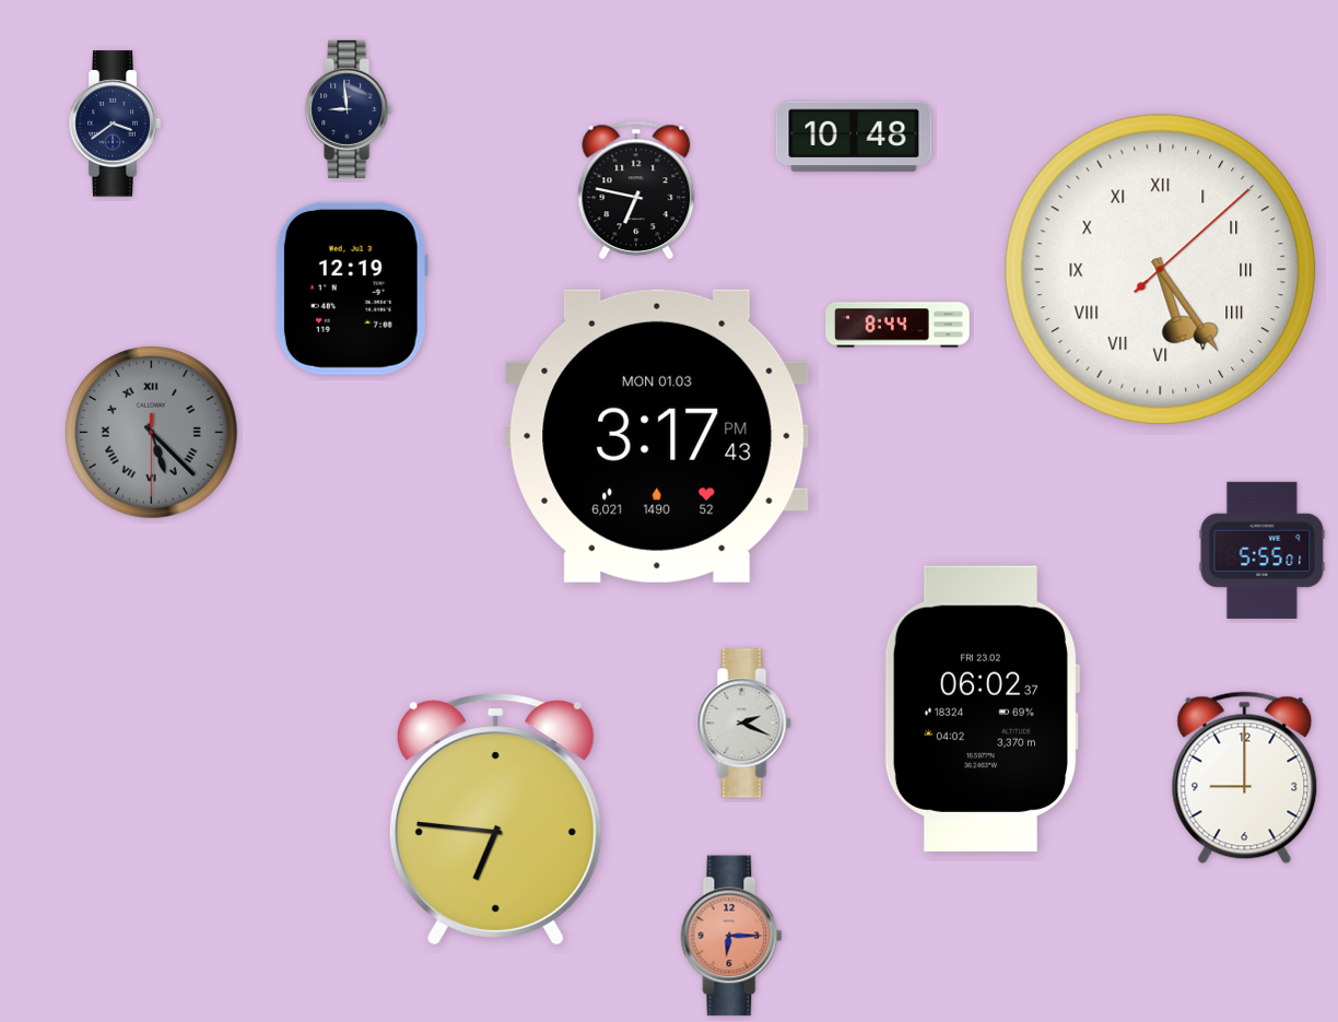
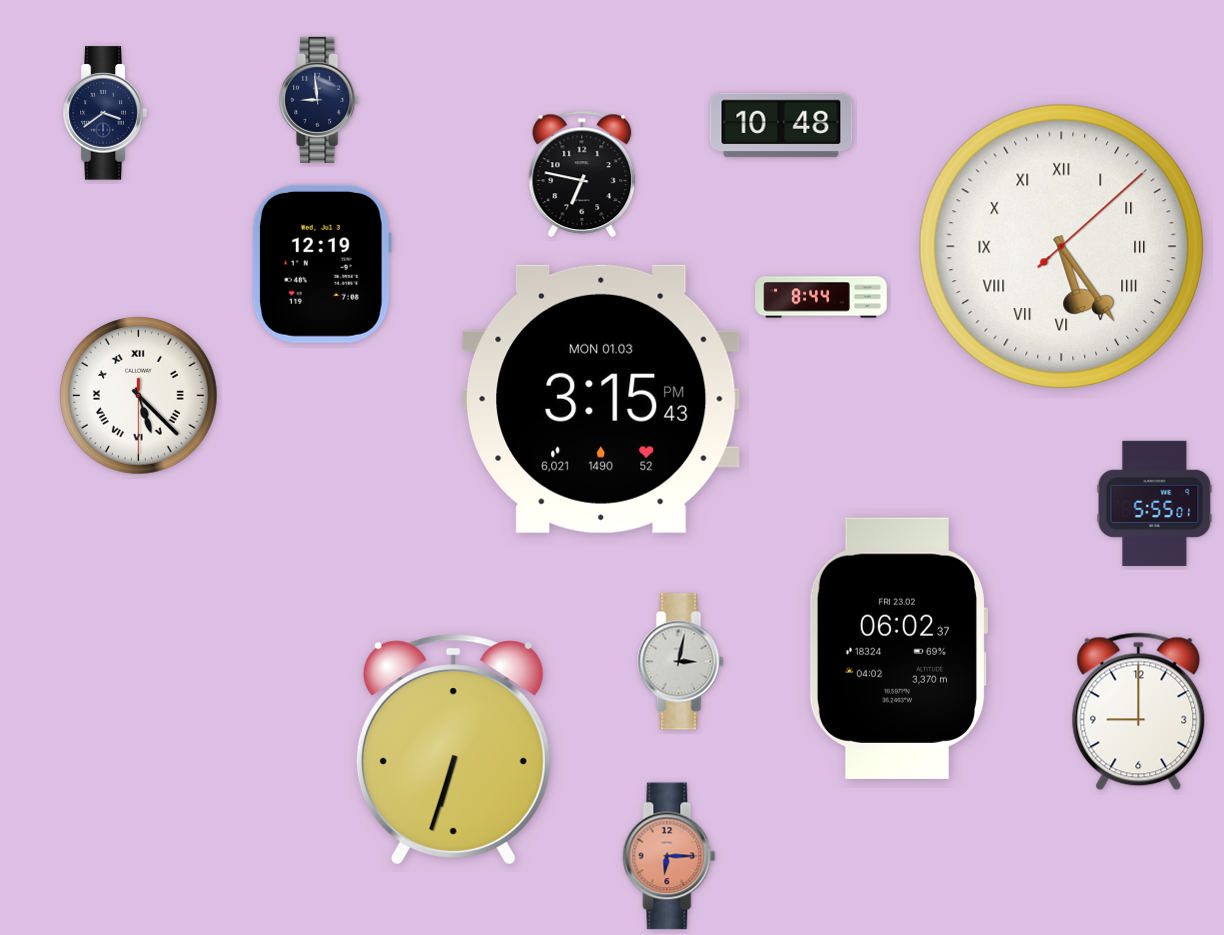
clock at (152, 433) dial: grey -> white
clock at (657, 436): 3:17 -> 3:15
clock at (744, 724): 2:19 -> 3:02
clock at (495, 820): 6:46 -> 6:33
